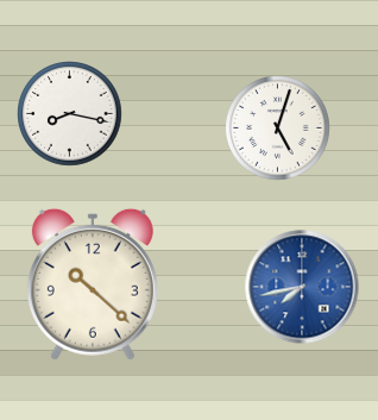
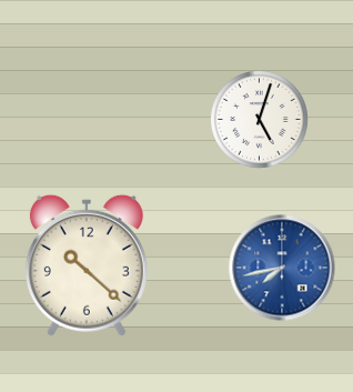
clock at (70, 114): 8:17 -> none
